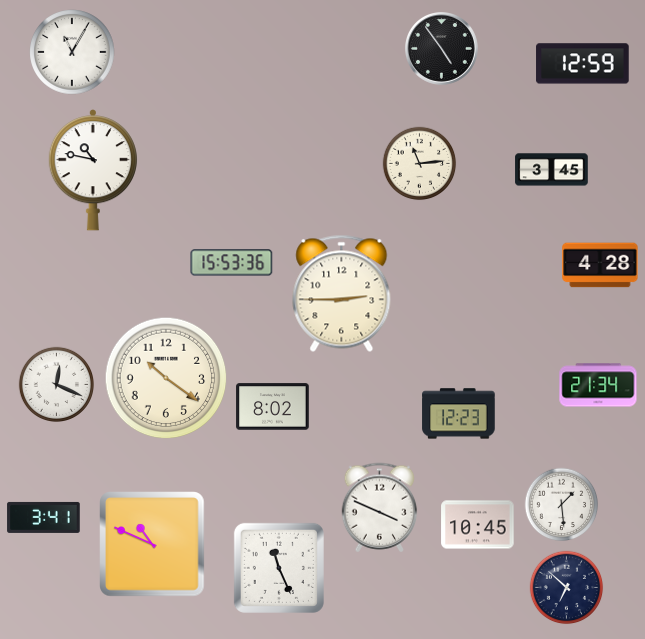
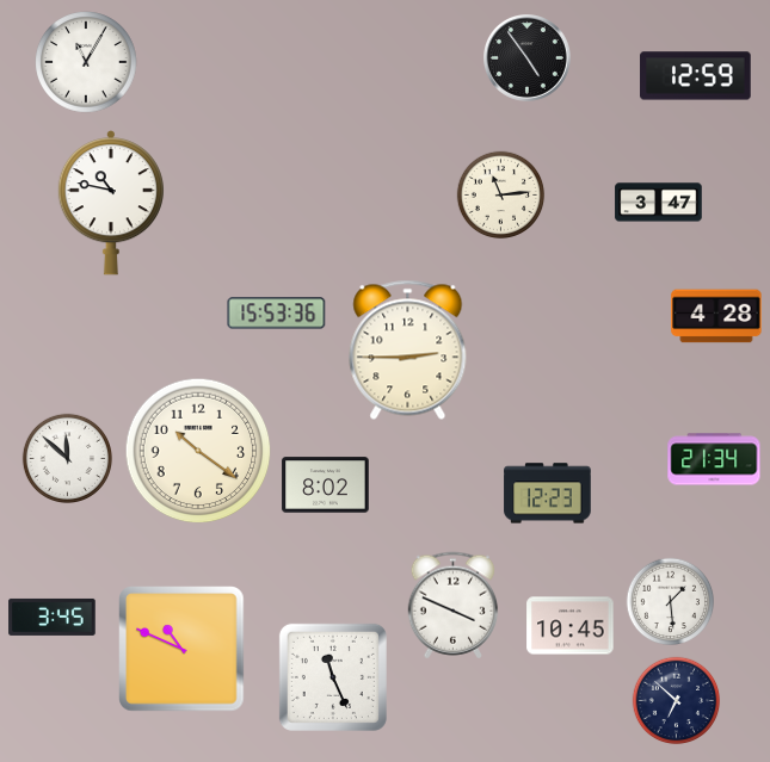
clock at (552, 170): 3:45 -> 3:47
clock at (56, 384): 12:19 -> 11:52
clock at (44, 517): 3:41 -> 3:45
